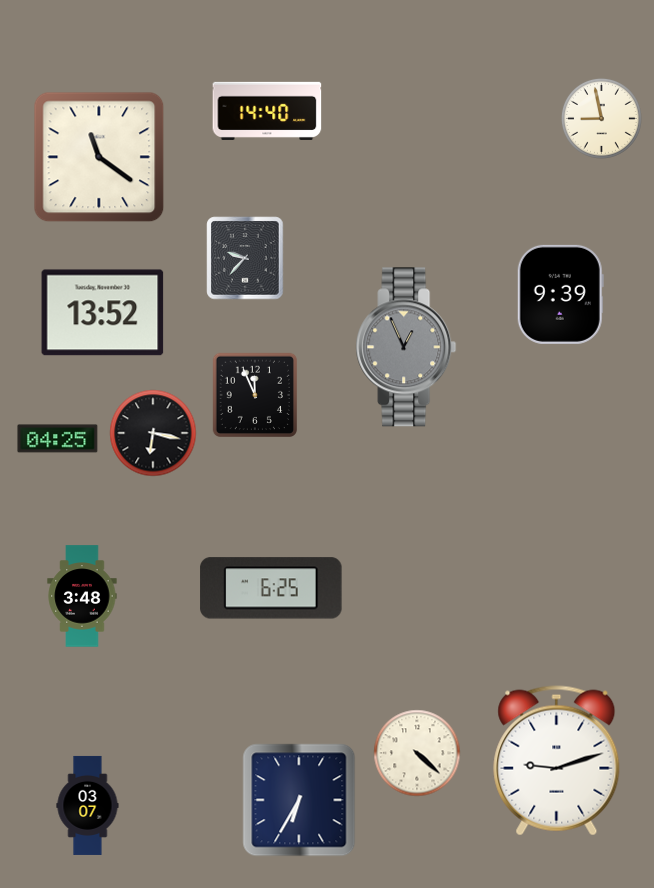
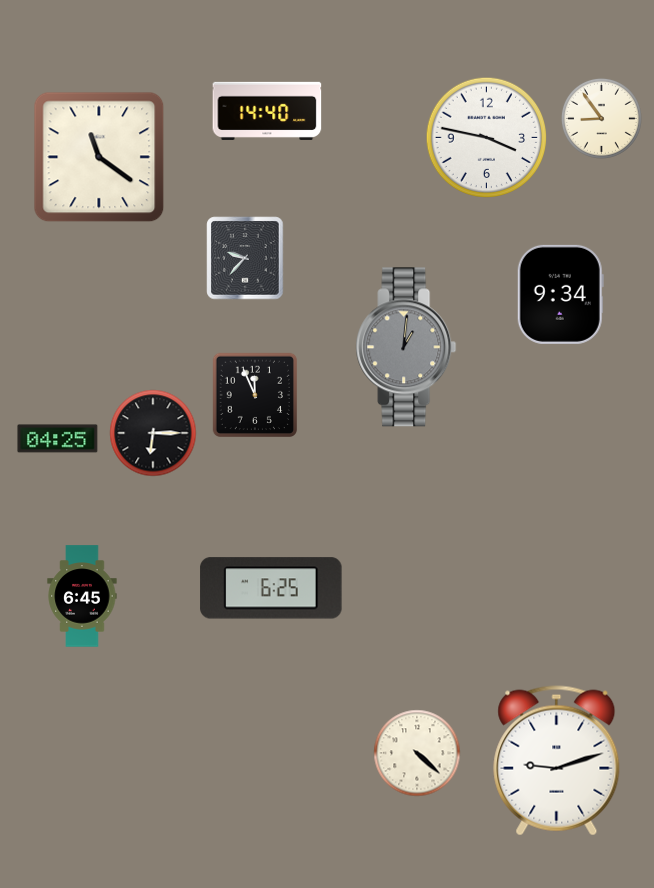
clock at (602, 119): 8:58 -> 8:54
clock at (487, 138): none -> 3:47
clock at (560, 294): 9:39 -> 9:34
clock at (103, 313): 13:52 -> none
clock at (406, 347): 12:56 -> 1:01
clock at (153, 433): 6:17 -> 6:15
clock at (82, 596): 3:48 -> 6:45
clock at (299, 800): 6:35 -> none
clock at (88, 805): 03:07 -> none
